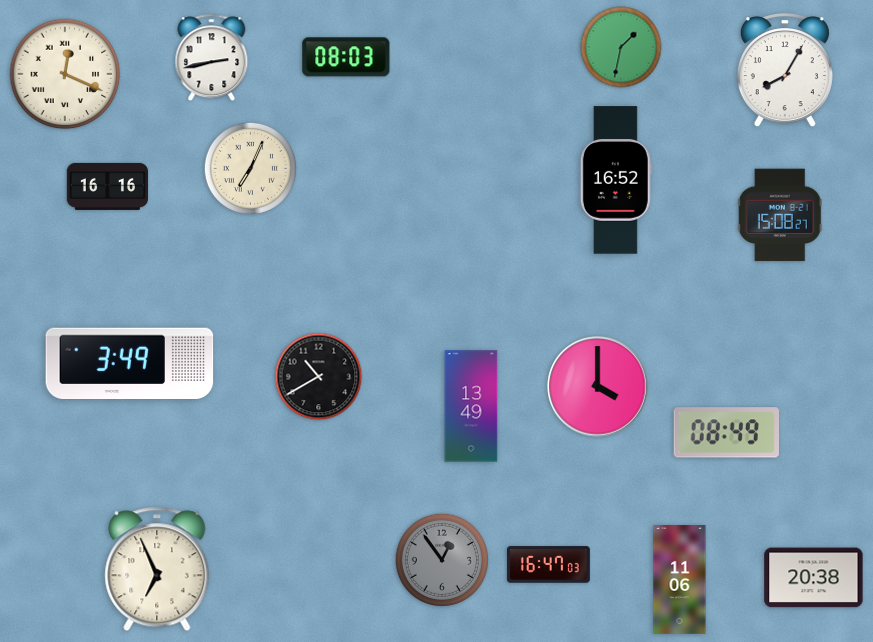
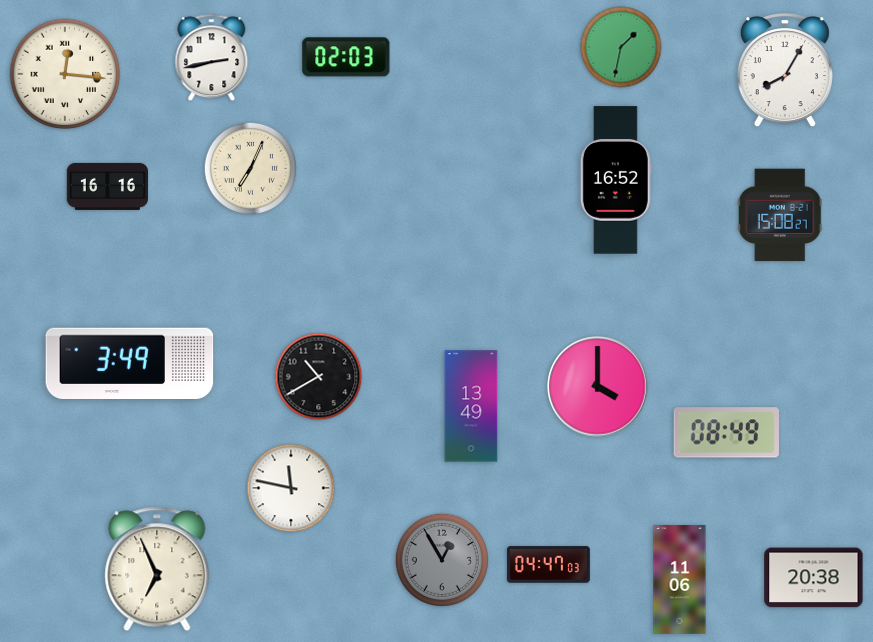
clock at (346, 57): 08:03 -> 02:03
clock at (65, 74): 12:19 -> 12:16
clock at (291, 488): none -> 11:47
clock at (442, 560): 12:54 -> 12:55
clock at (548, 565): 16:47 -> 04:47
